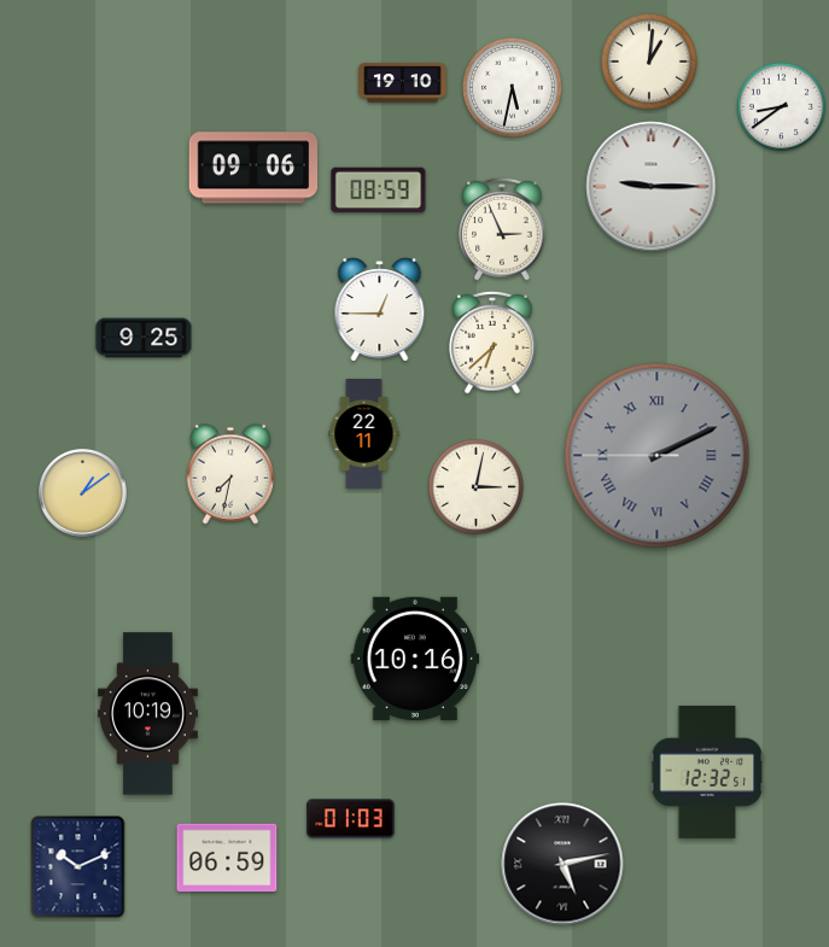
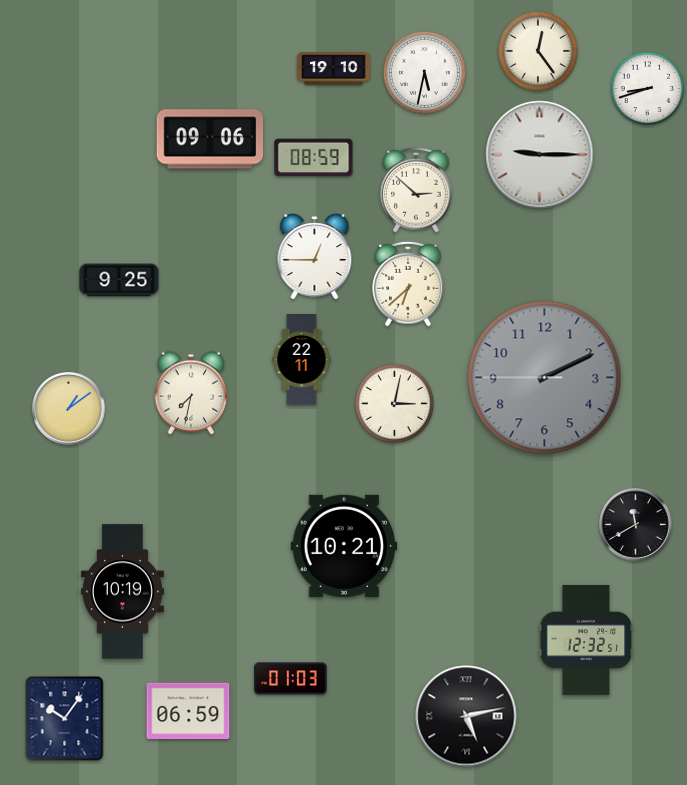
clock at (649, 62): 1:01 -> 12:24
clock at (782, 107): 8:39 -> 8:42
clock at (502, 229): 2:56 -> 2:52
clock at (658, 456) numerals: Roman -> Arabic
clock at (636, 525): none -> 11:40
clock at (415, 659): 10:16 -> 10:21
clock at (78, 867): 10:11 -> 10:06
